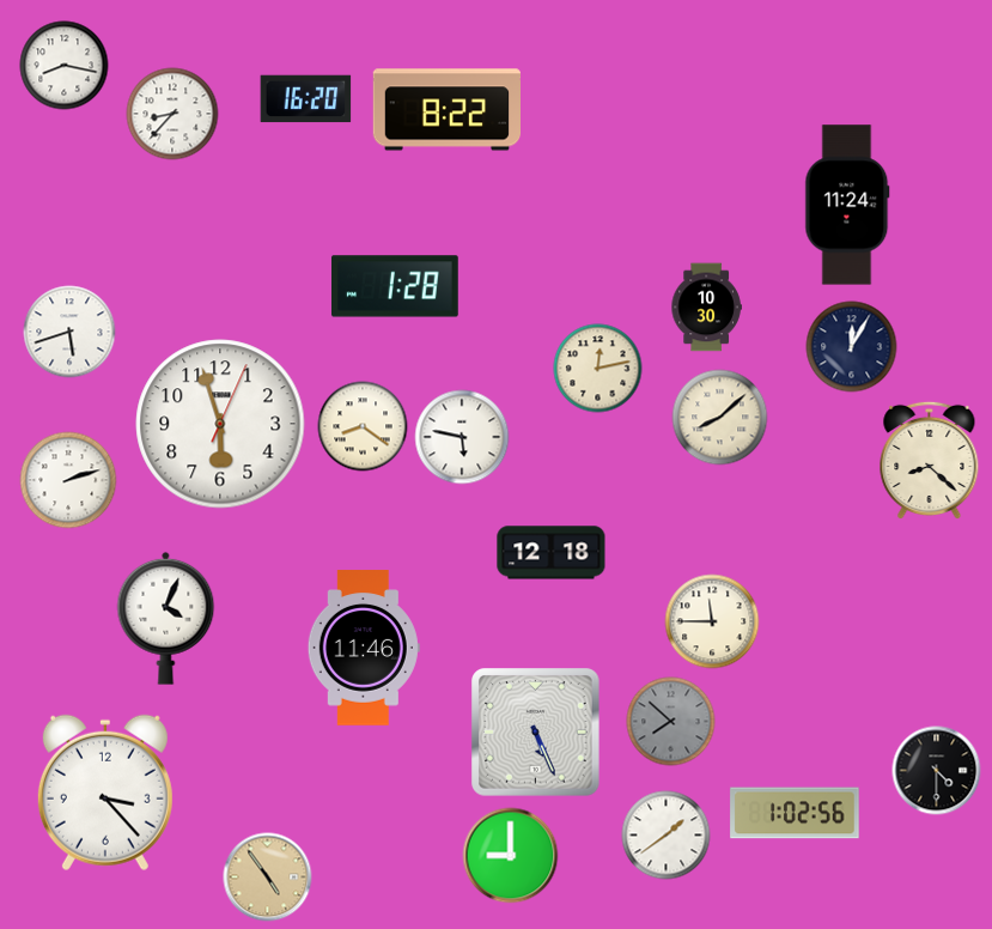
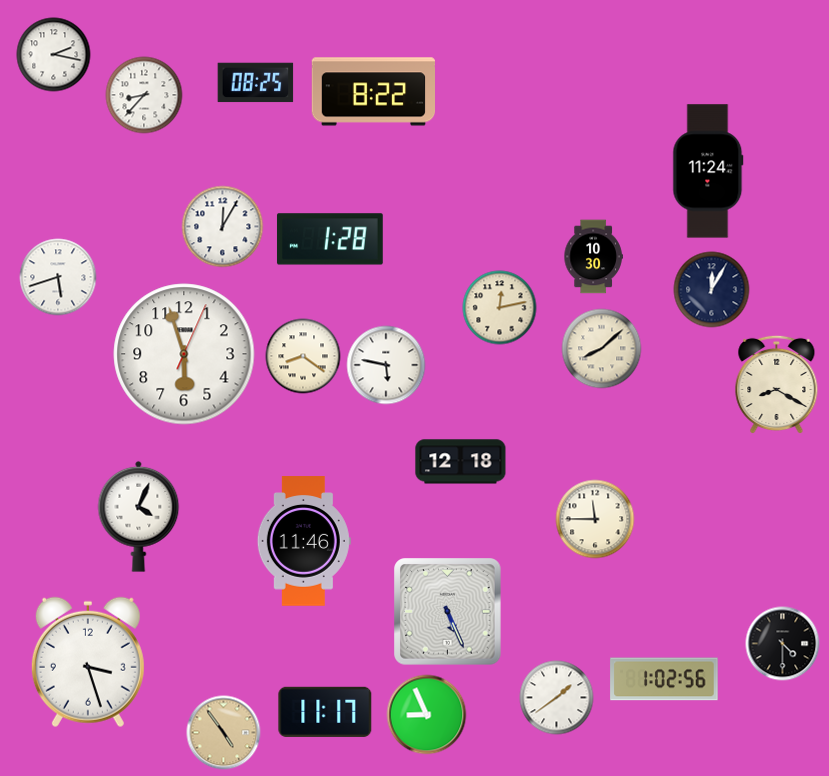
clock at (65, 66): 8:17 -> 2:17
clock at (306, 99): 16:20 -> 08:25
clock at (223, 227): none -> 12:05
clock at (706, 308) position: (706, 308) -> (593, 257)
clock at (930, 461): 8:22 -> 8:20
clock at (68, 480): 2:12 -> none
clock at (671, 722): 7:52 -> none
clock at (105, 793): 3:23 -> 3:27
clock at (325, 712): none -> 11:17
clock at (511, 856): 9:00 -> 8:56
